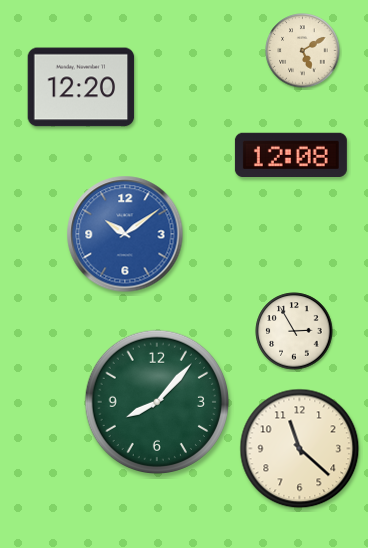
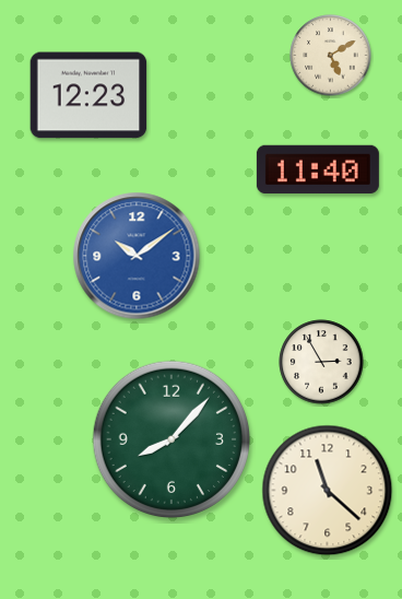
clock at (81, 87): 12:20 -> 12:23
clock at (291, 154): 12:08 -> 11:40
